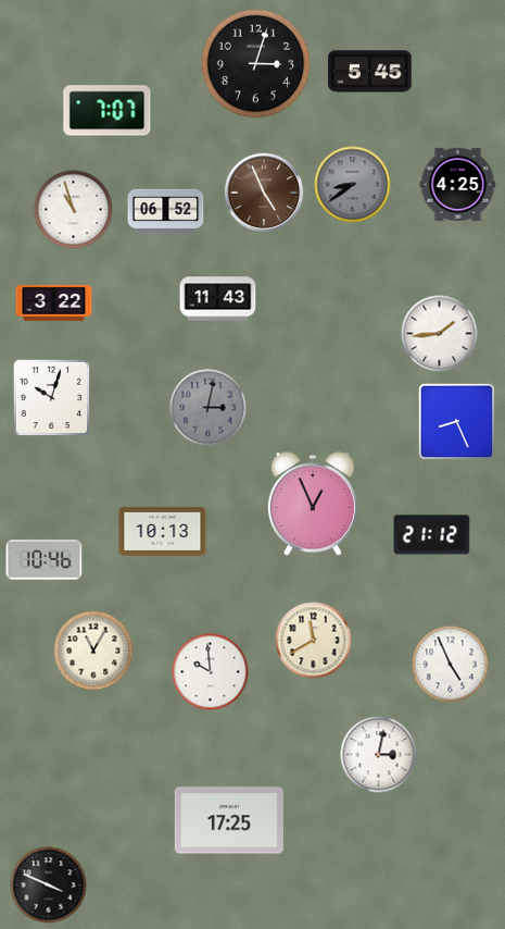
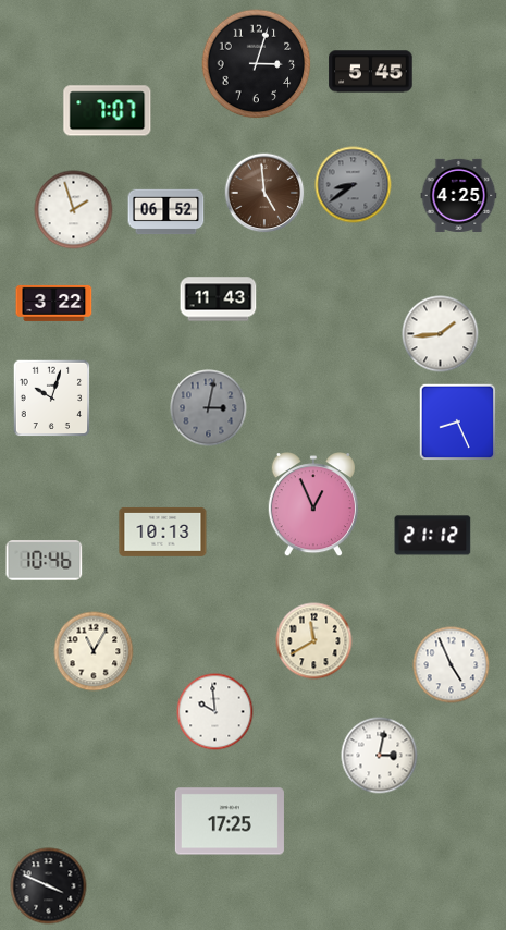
clock at (458, 184) position: (458, 184) -> (459, 195)
clock at (264, 193): 4:56 -> 4:59
clock at (74, 210): 10:57 -> 1:57
clock at (211, 672) position: (211, 672) -> (215, 712)
